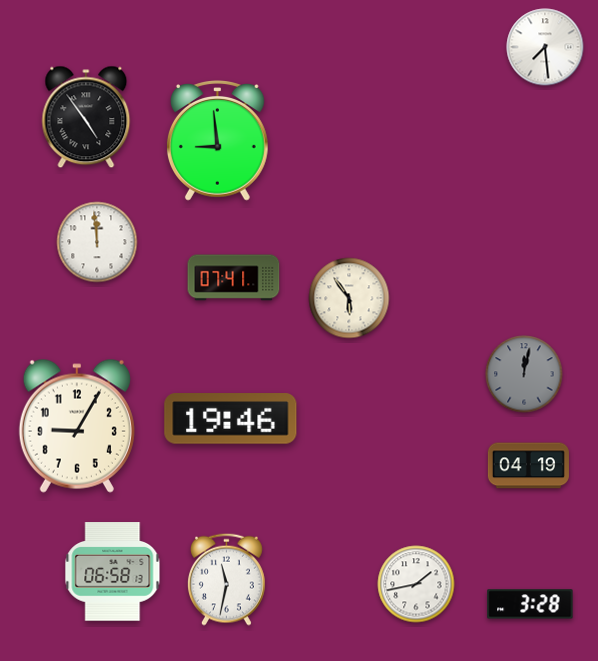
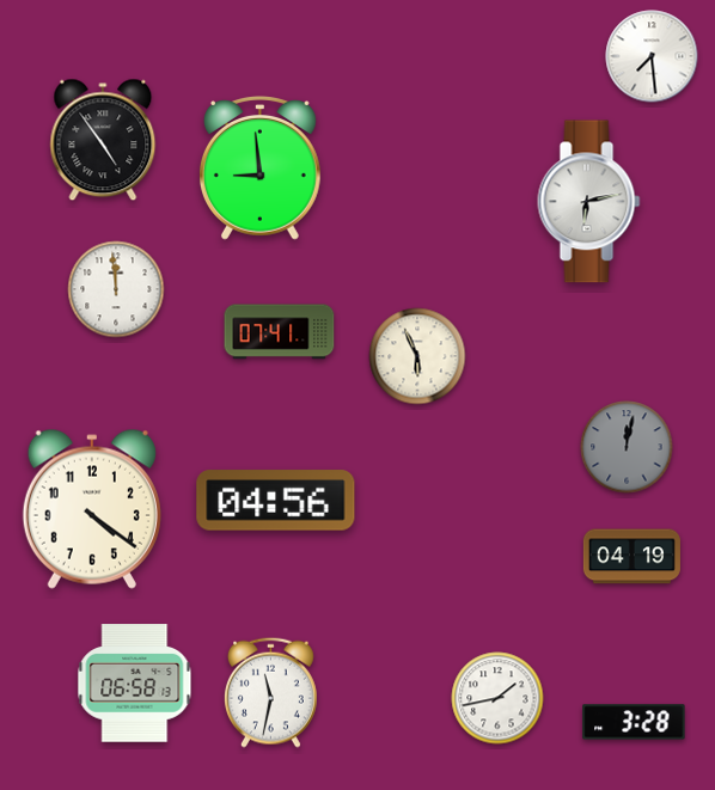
clock at (589, 202): none -> 6:13
clock at (349, 298): 5:54 -> 5:56
clock at (231, 419): 19:46 -> 04:56
clock at (77, 426): 9:05 -> 4:21
